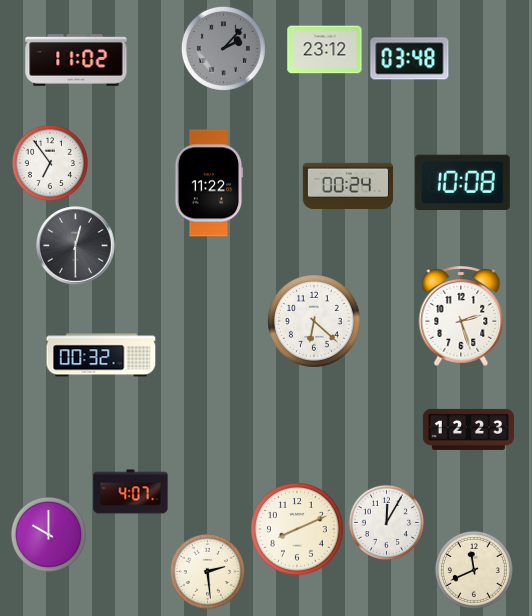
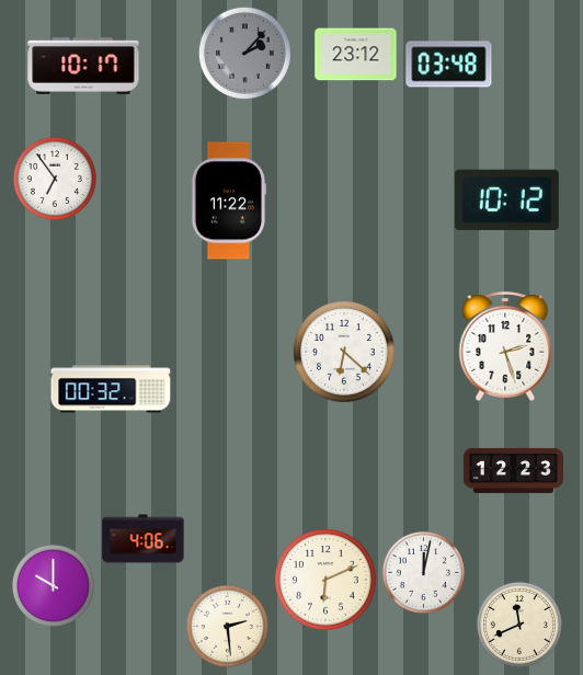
clock at (76, 61): 11:02 -> 10:17
clock at (462, 182): 10:08 -> 10:12
clock at (348, 186): 00:24 -> none
clock at (76, 246): 12:30 -> none
clock at (131, 492): 4:07 -> 4:06
clock at (386, 522): 12:05 -> 12:02
clock at (298, 530): 8:11 -> 6:11
